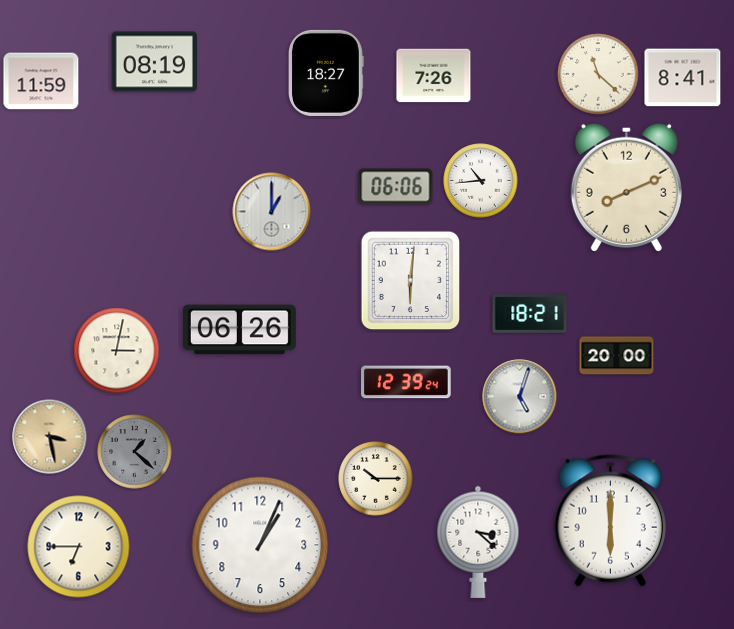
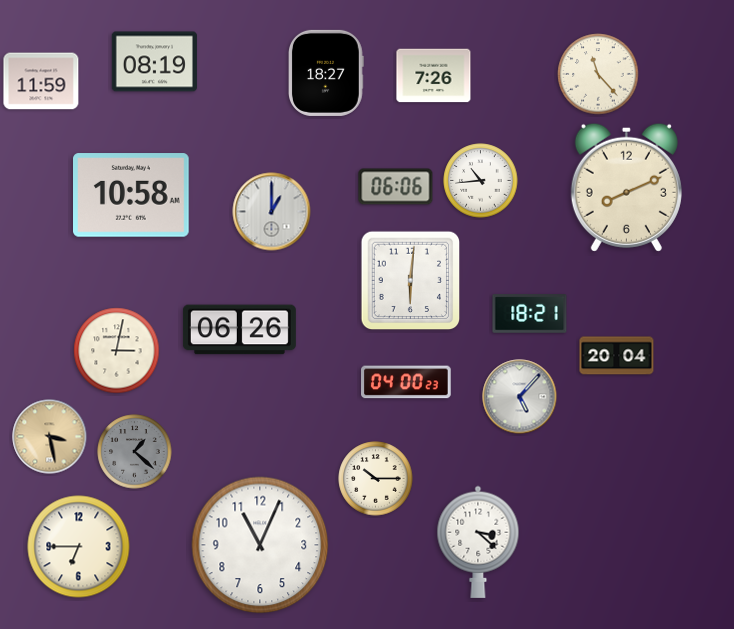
clock at (598, 74): 11:22 -> 11:23
clock at (683, 78): 8:41 -> none
clock at (132, 195): none -> 10:58
clock at (617, 356): 20:00 -> 20:04
clock at (407, 382): 12:39 -> 04:00
clock at (520, 397): 5:03 -> 5:07
clock at (610, 521): 6:00 -> none
clock at (260, 545): 1:04 -> 11:04
